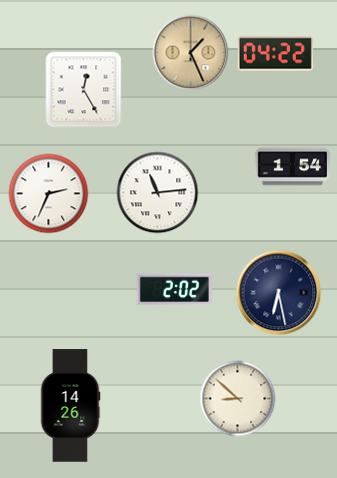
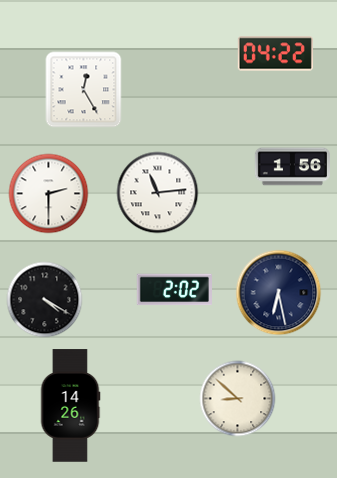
clock at (191, 53): 1:26 -> none
clock at (292, 167): 1:54 -> 1:56
clock at (49, 194): 2:34 -> 2:30
clock at (45, 300): none -> 4:20
